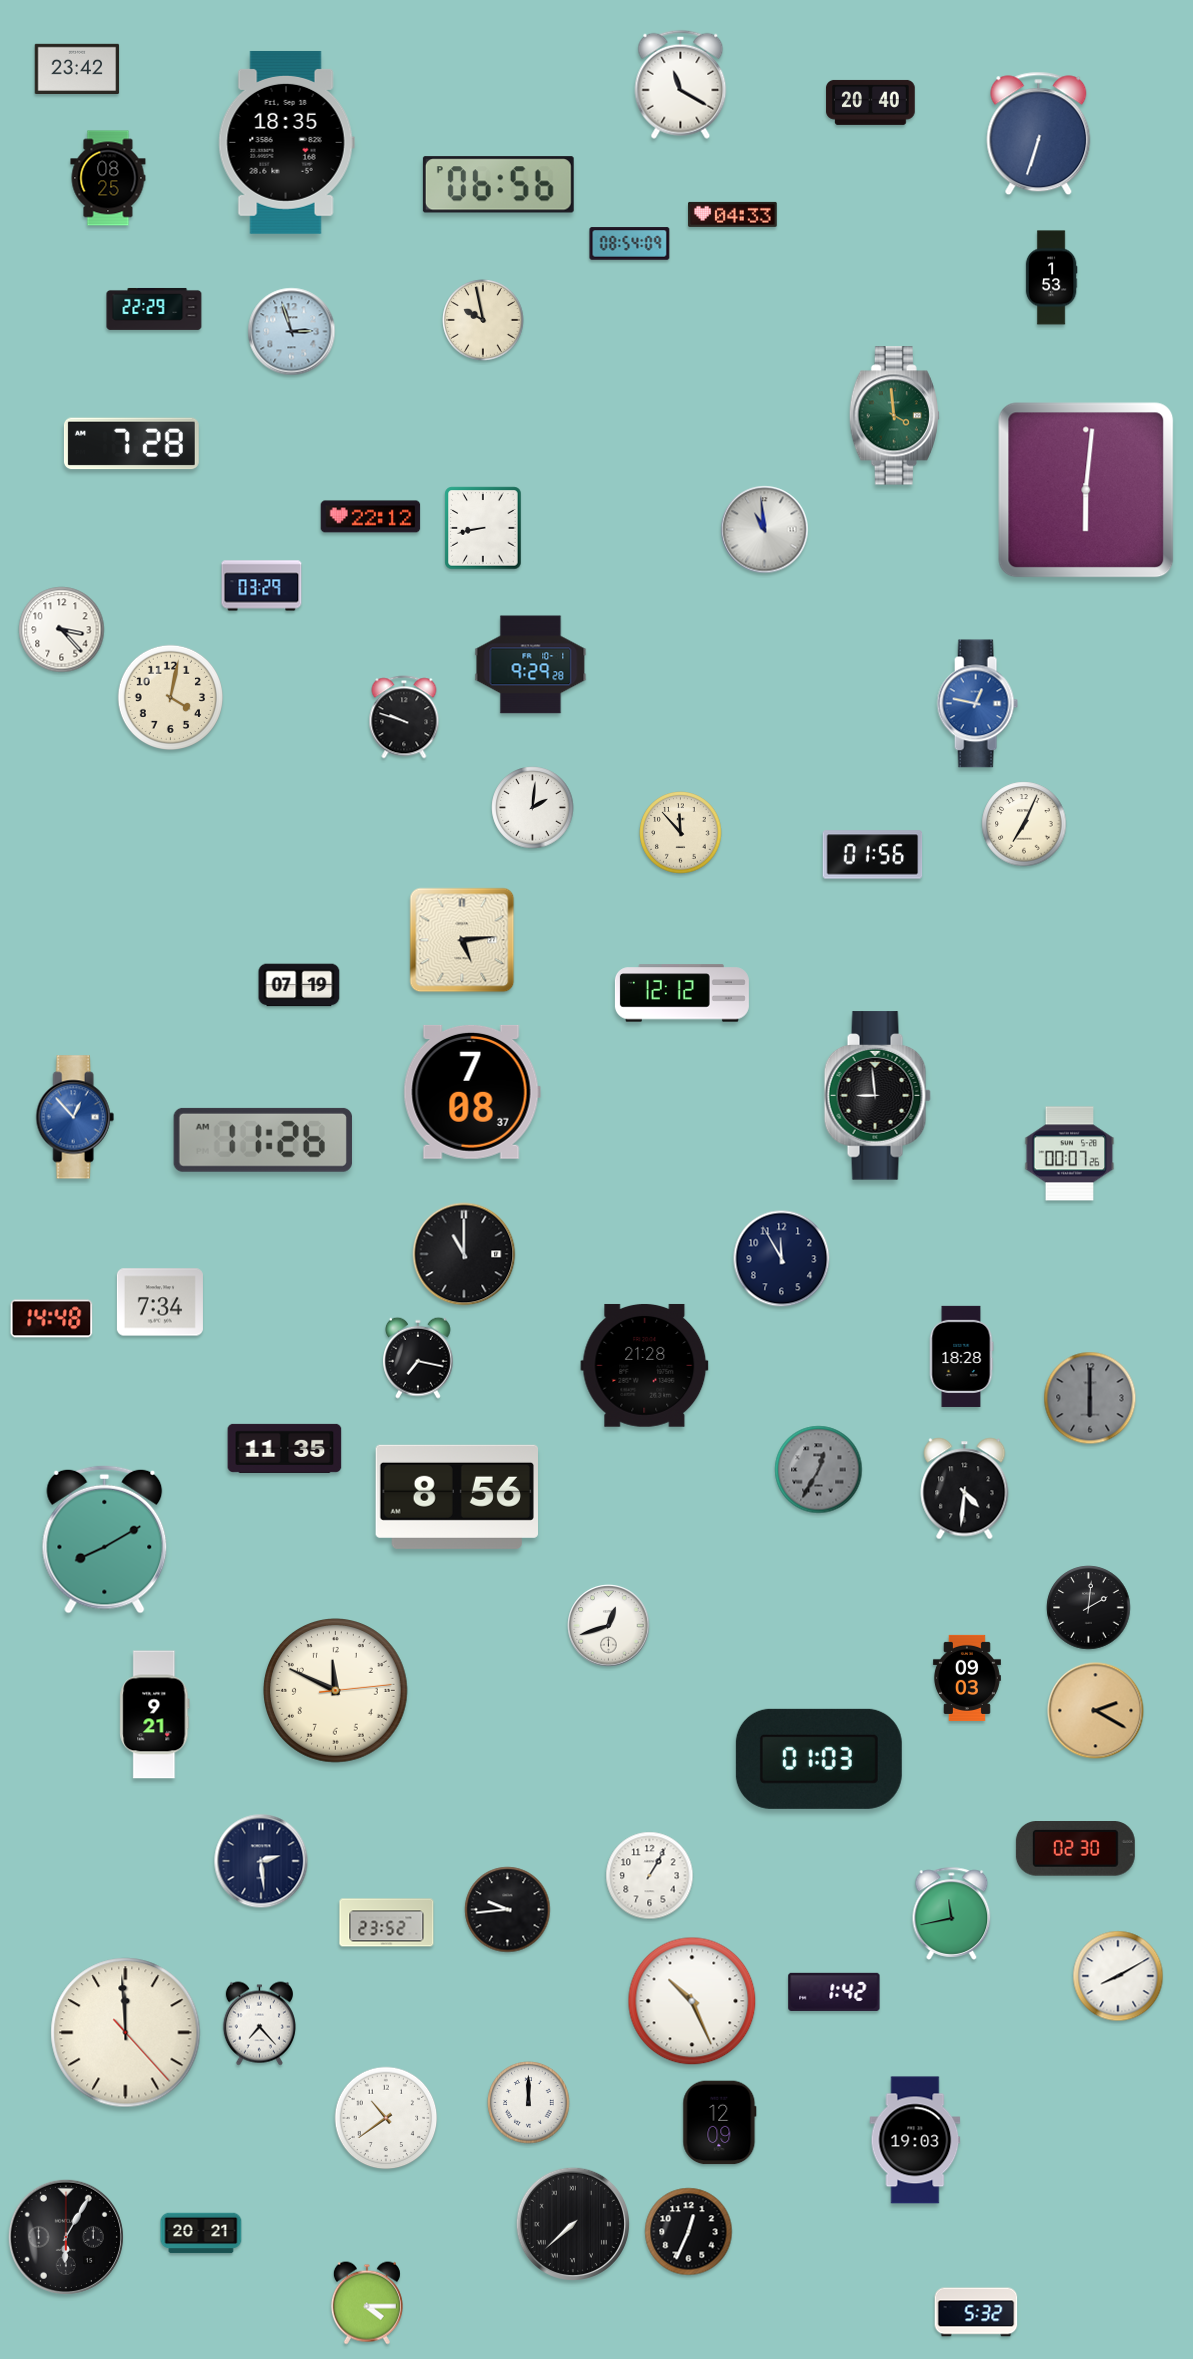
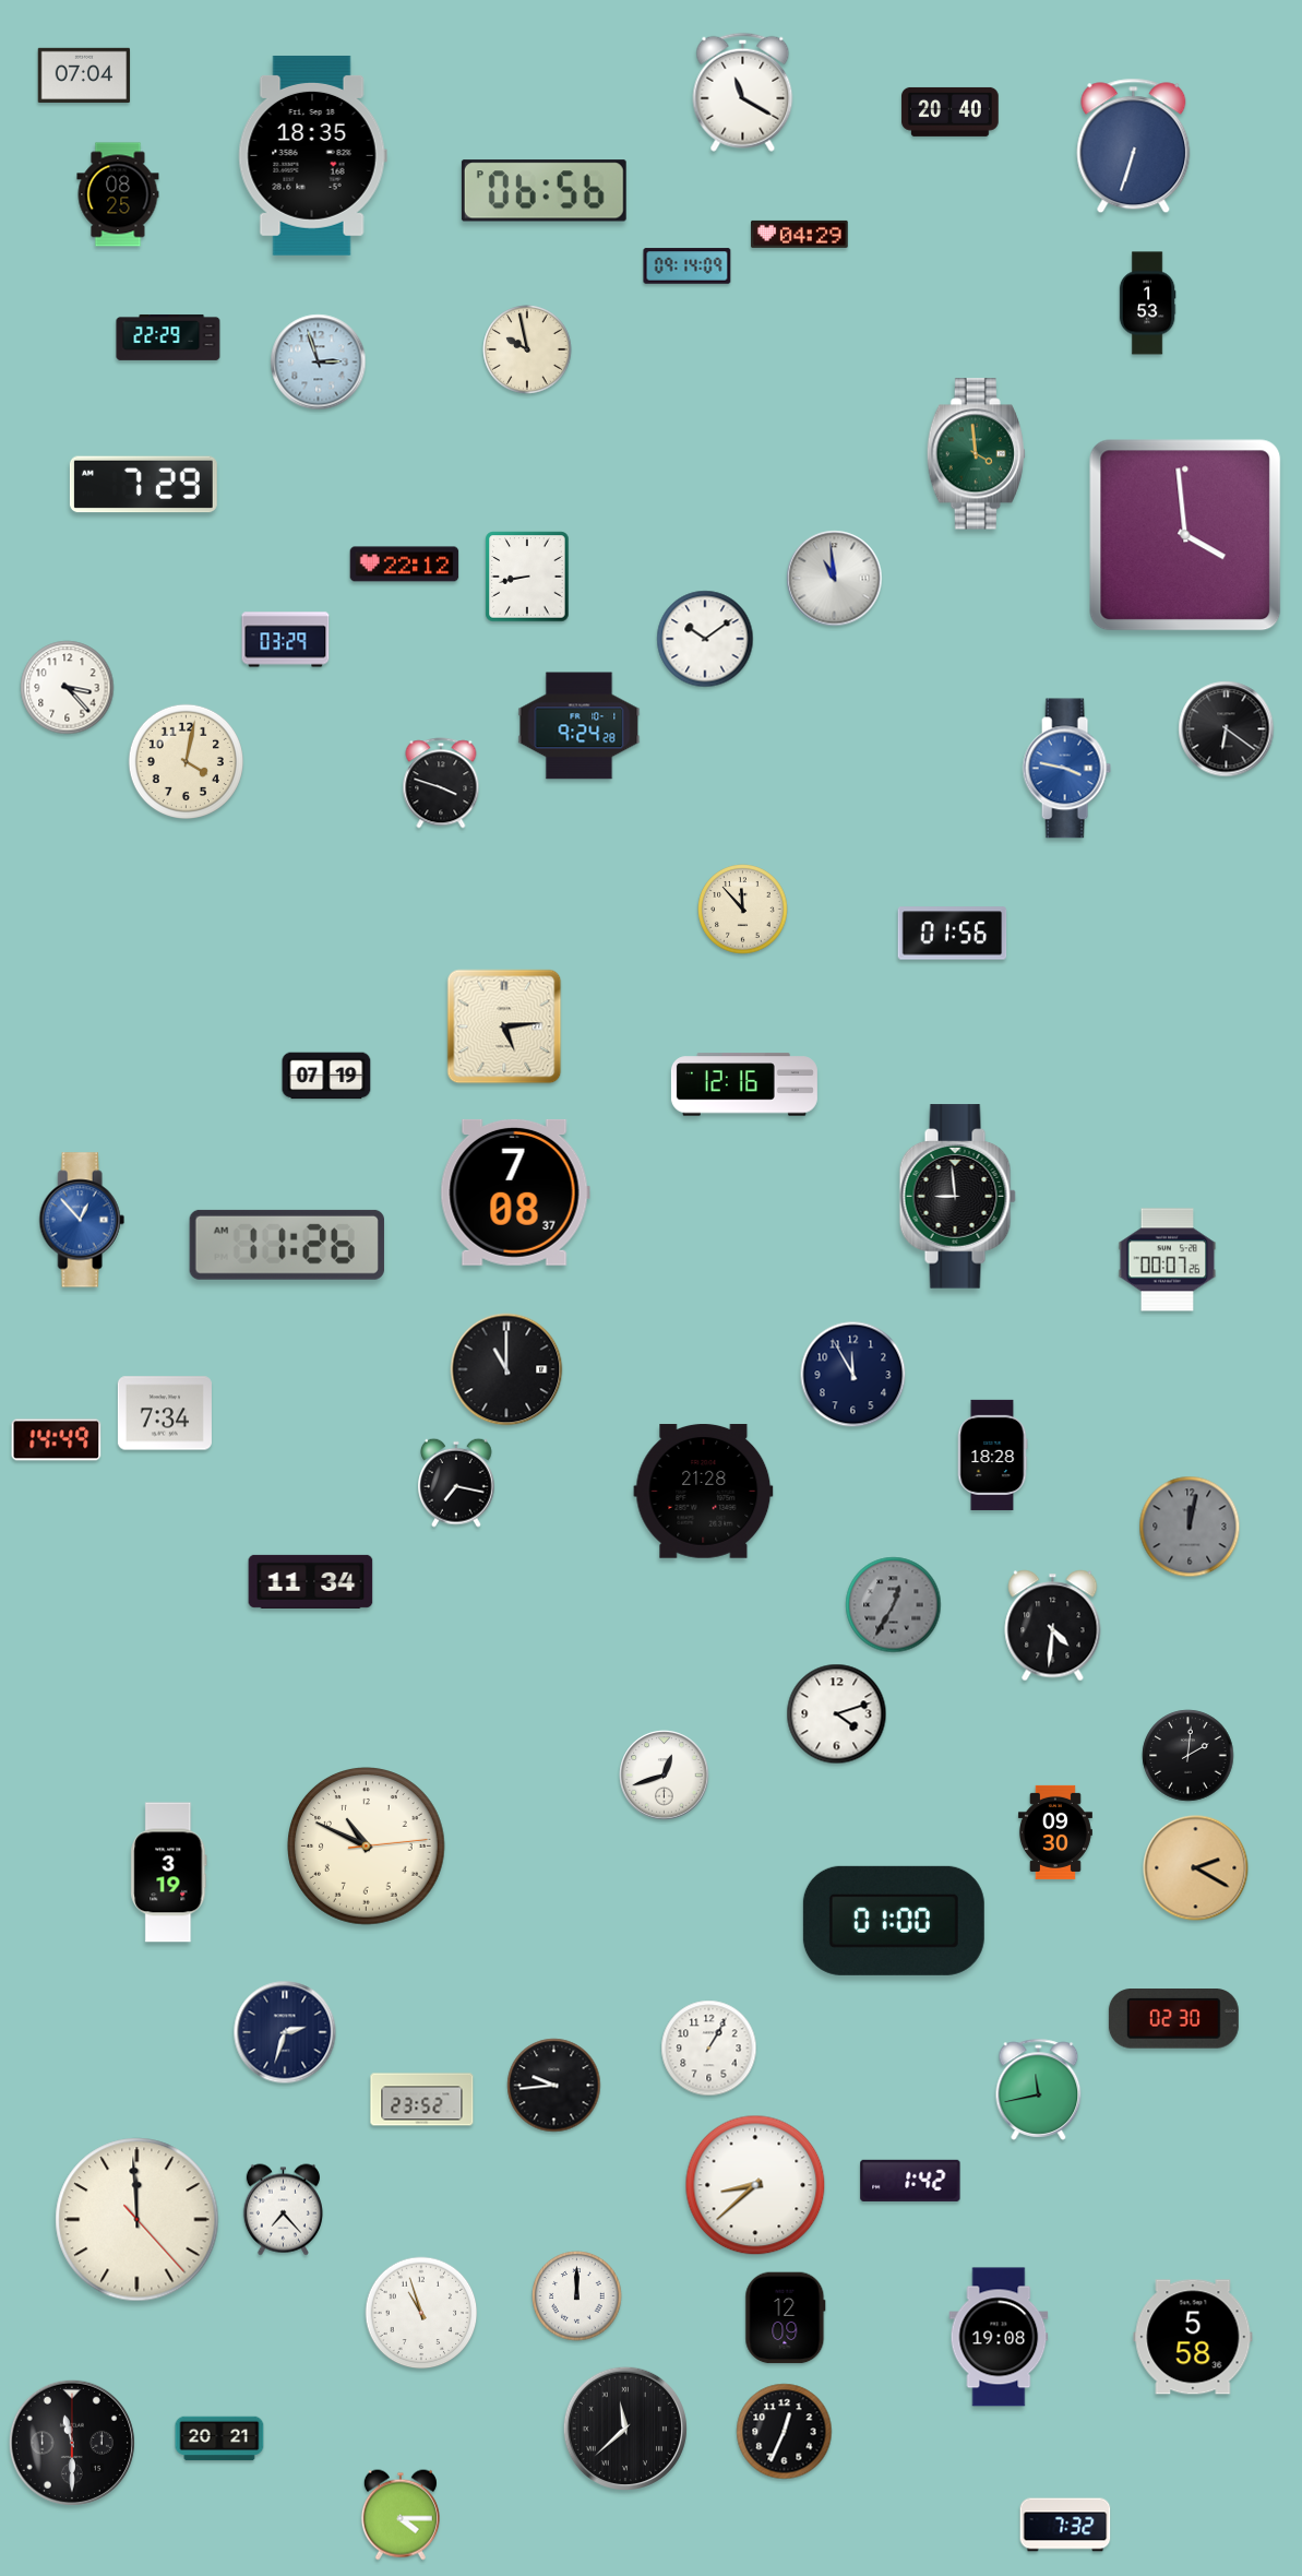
clock at (77, 68): 23:42 -> 07:04
clock at (498, 185) position: (498, 185) -> (544, 191)
clock at (733, 214): 04:33 -> 04:29
clock at (630, 244): 08:54 -> 09:14
clock at (131, 444): 7:28 -> 7:29
clock at (1086, 490): 6:01 -> 3:59
clock at (705, 639): none -> 10:09
clock at (531, 665): 9:29 -> 9:24
clock at (1227, 729): none -> 6:21
clock at (977, 704): 12:47 -> 3:47
clock at (404, 717): 9:48 -> 3:48
clock at (533, 808): 2:01 -> none
clock at (1024, 824): 7:04 -> none
clock at (682, 993): 12:12 -> 12:16
clock at (160, 1302) position: (160, 1302) -> (165, 1413)
clock at (52, 1319): 14:48 -> 14:49
clock at (961, 1356) position: (961, 1356) -> (992, 1455)
clock at (1090, 1398): 6:00 -> 12:02
clock at (285, 1448): 11:35 -> 11:34
clock at (456, 1497): 8:56 -> none
clock at (105, 1539): 8:10 -> none
clock at (837, 1714): none -> 4:12
clock at (967, 1678): 09:03 -> 09:30
clock at (336, 1691): 11:49 -> 10:49
clock at (155, 1715): 9:21 -> 3:19
clock at (819, 1759): 01:03 -> 01:00
clock at (261, 1861): 2:29 -> 2:33
clock at (1118, 1976): 8:10 -> none
clock at (834, 1992) position: (834, 1992) -> (910, 2181)
clock at (692, 2001): 10:26 -> 8:38
clock at (386, 2118): 10:39 -> 10:57
clock at (915, 2140): 19:03 -> 19:08
clock at (1193, 2337): none -> 5:58
clock at (573, 2224): 7:38 -> 11:38
clock at (689, 2232) position: (689, 2232) -> (785, 2432)
clock at (66, 2237): 6:05 -> 11:30
clock at (976, 2312): 5:32 -> 7:32
